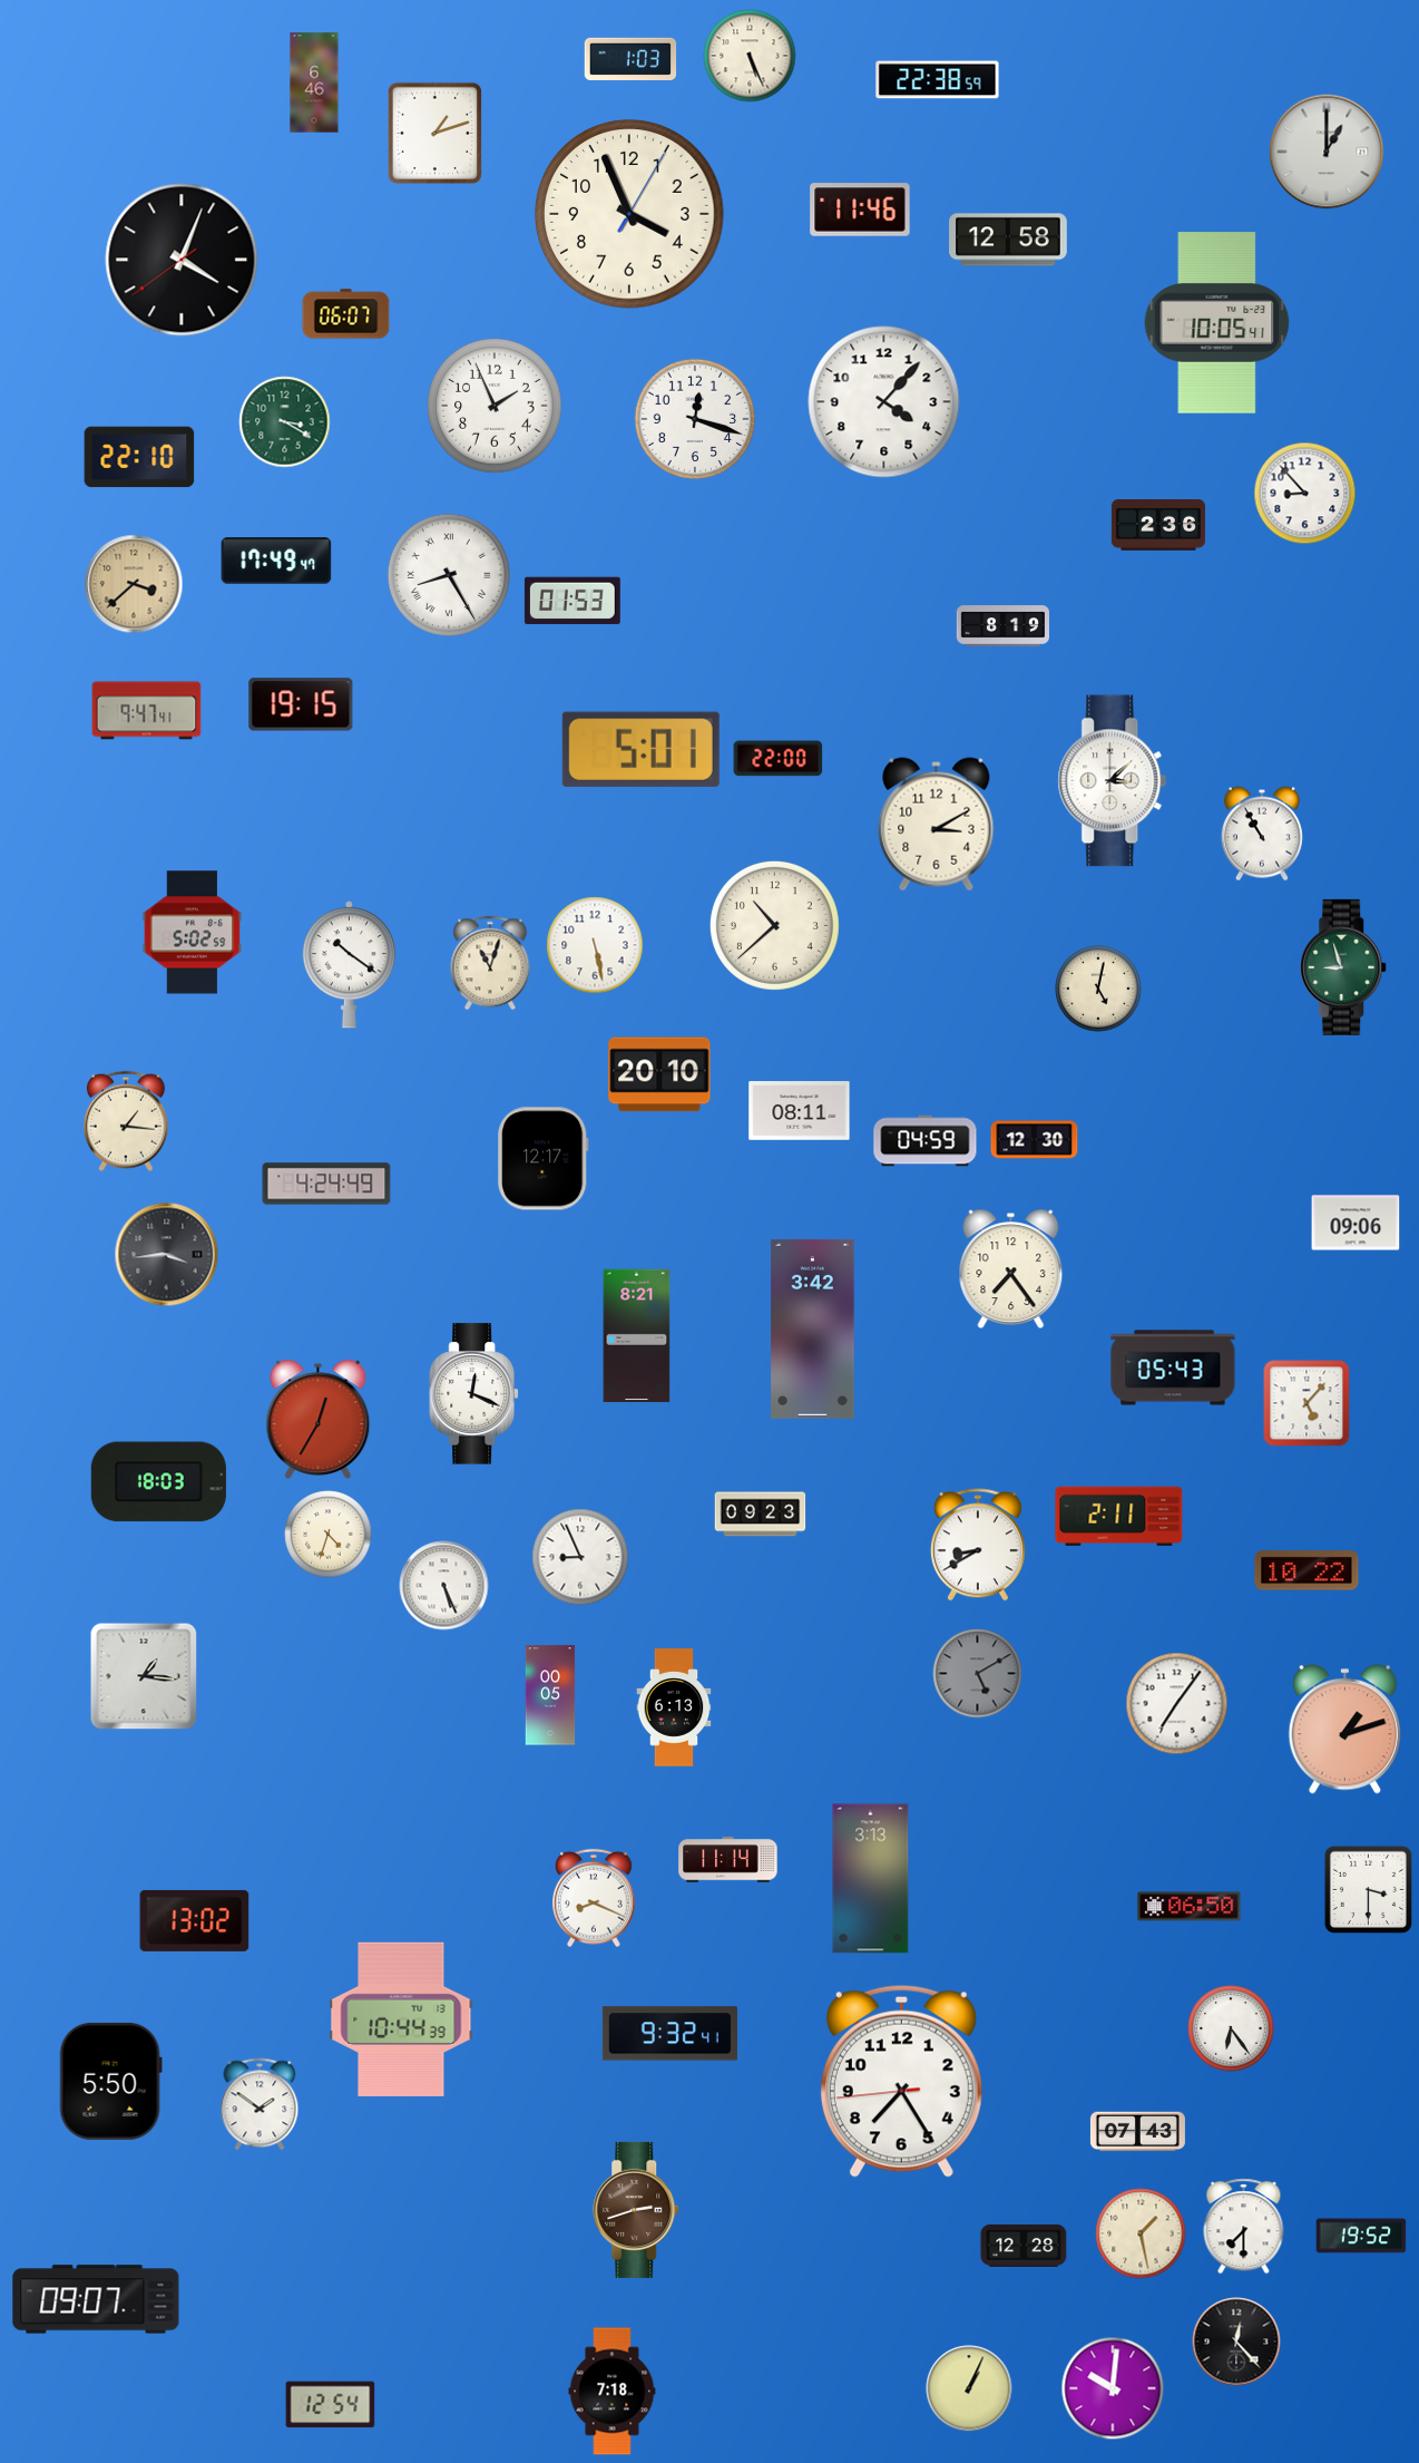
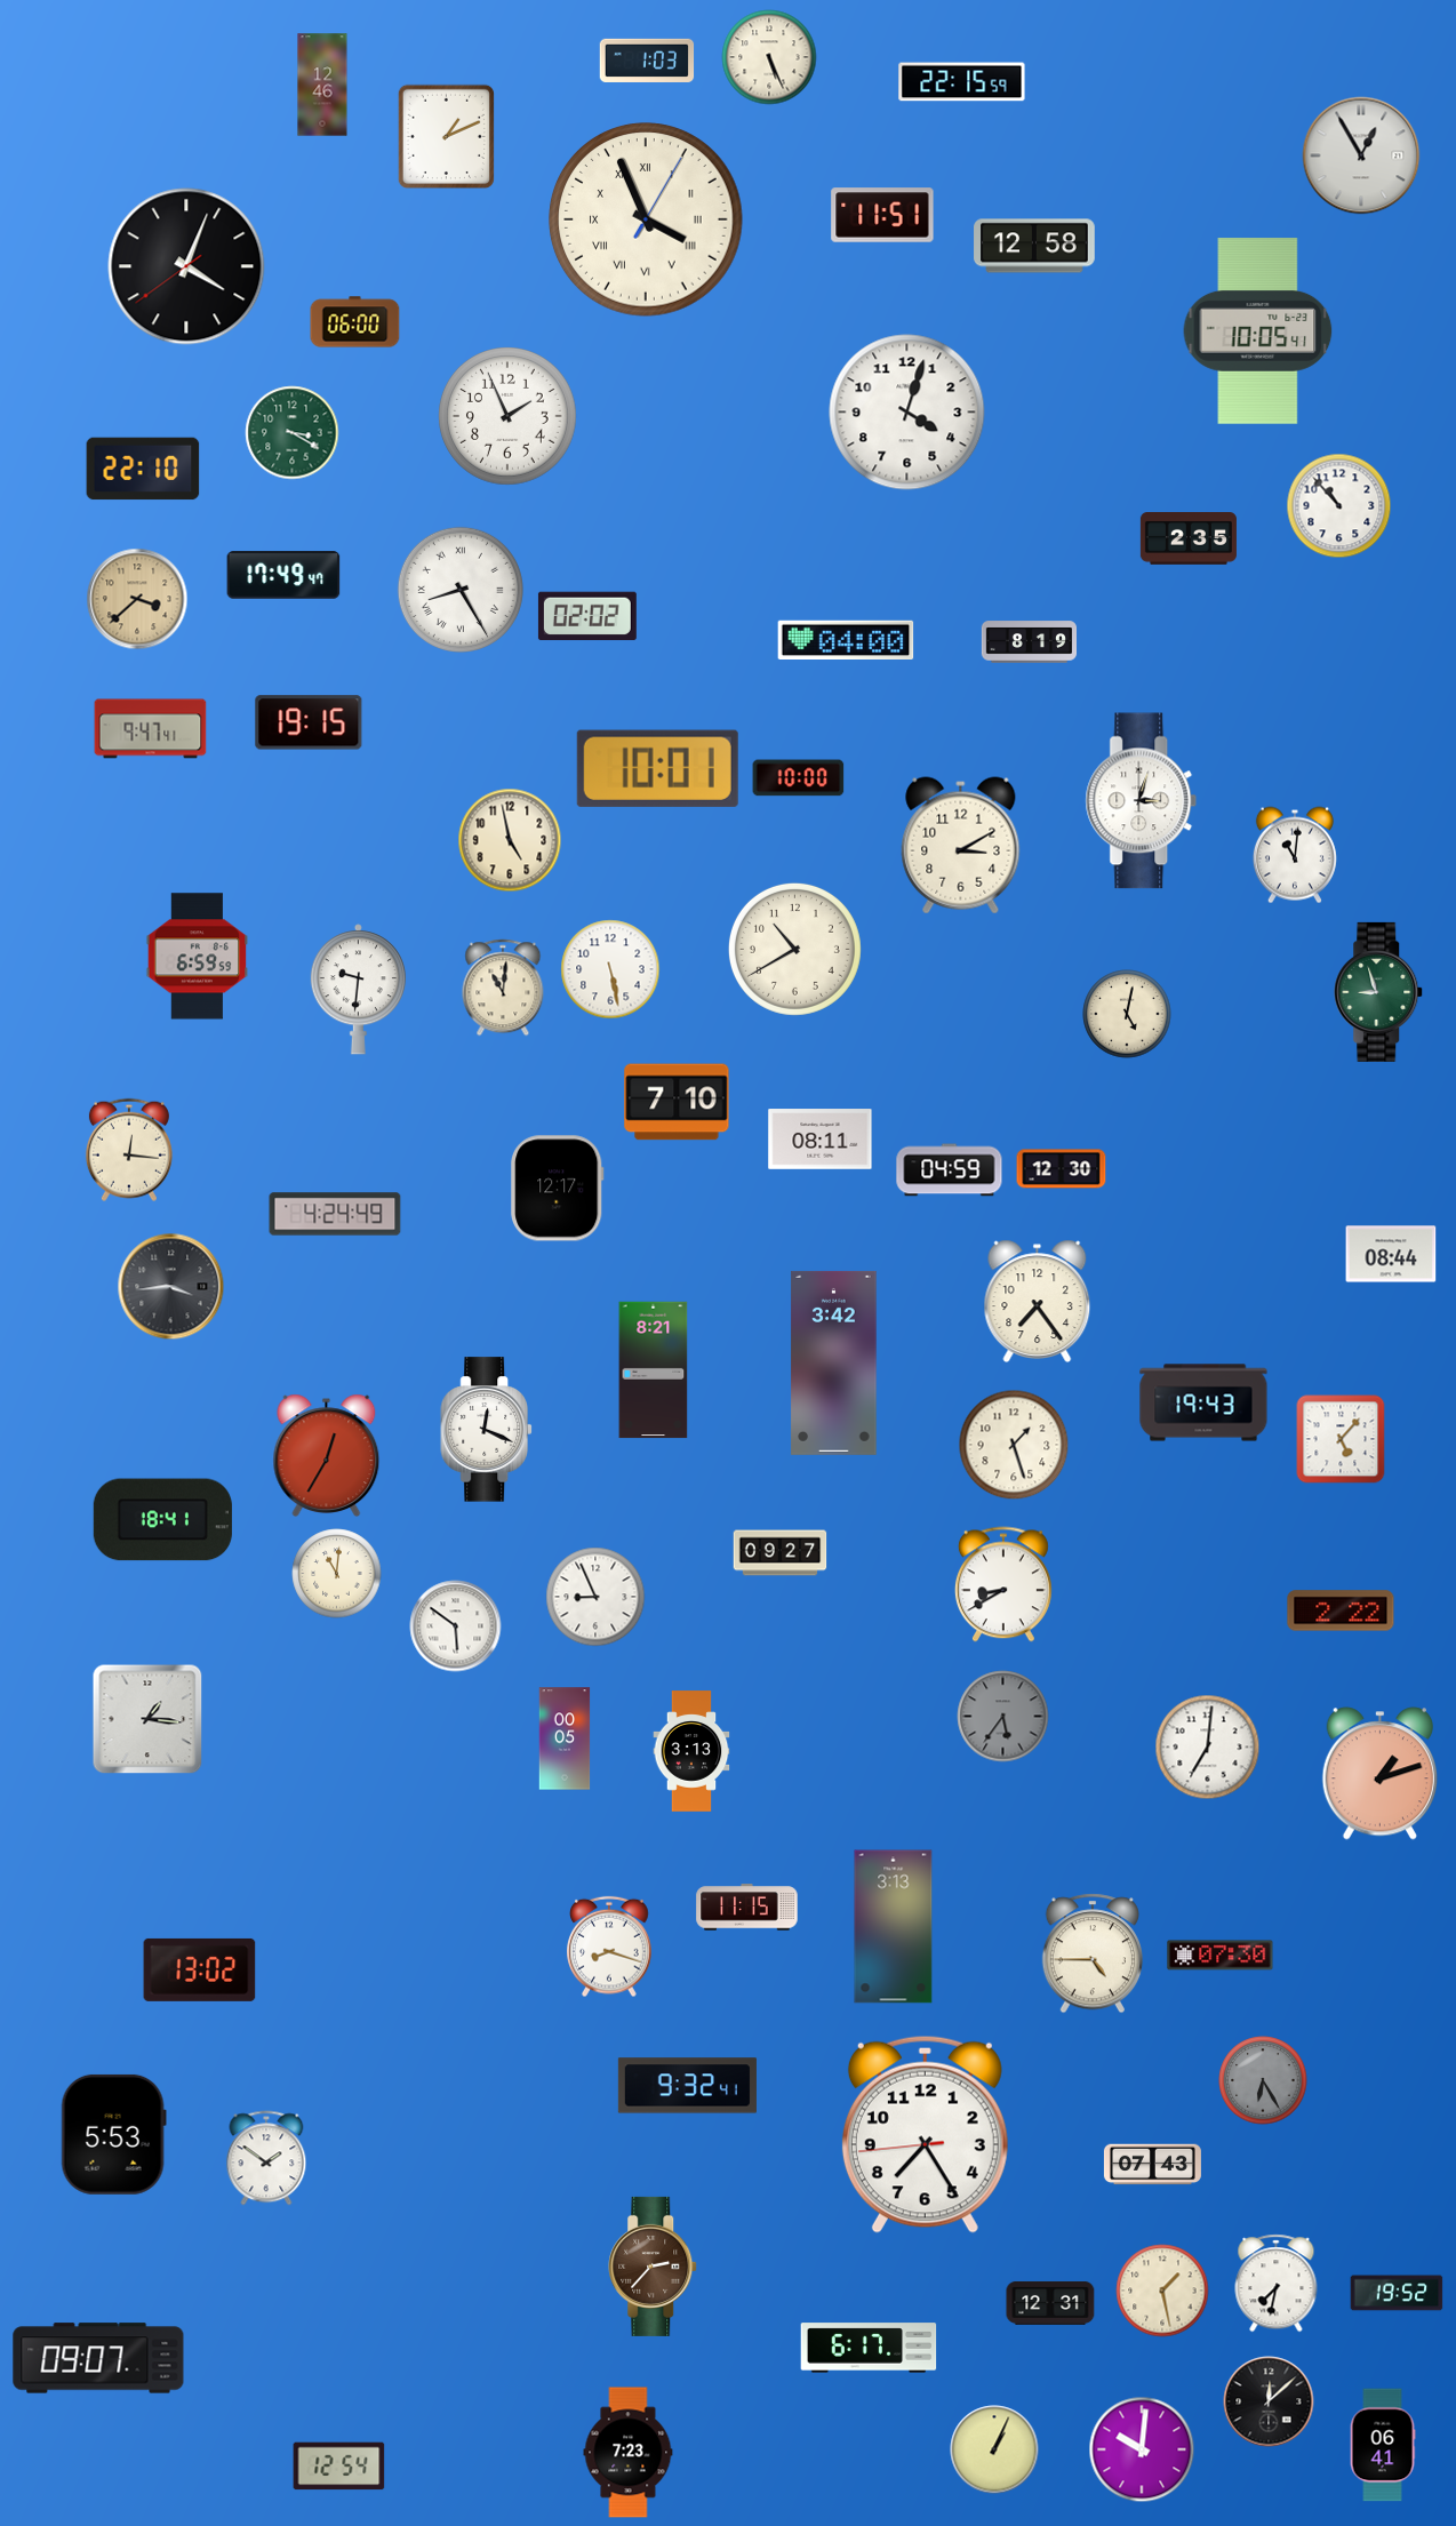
clock at (938, 80): 22:38 -> 22:15
clock at (314, 82): 6:46 -> 12:46
clock at (434, 133): 1:12 -> 1:11
clock at (1327, 152): 1:00 -> 12:55
clock at (860, 210): 11:46 -> 11:51
clock at (629, 214) numerals: Arabic -> Roman
clock at (346, 314): 06:07 -> 06:00
clock at (1217, 323) position: (1217, 323) -> (1258, 331)
clock at (884, 402): 4:07 -> 4:03
clock at (694, 418): 12:18 -> none
clock at (1305, 494): 8:53 -> 10:53
clock at (1158, 526): 2:36 -> 2:35
clock at (573, 601): 01:53 -> 02:02
clock at (846, 640): none -> 04:00
clock at (640, 749): 5:01 -> 10:01
clock at (779, 759): 22:00 -> 10:00
clock at (1113, 781): 3:08 -> 3:03
clock at (510, 840): none -> 4:58
clock at (1262, 834): 10:55 -> 11:01
clock at (774, 925): 10:38 -> 10:40
clock at (193, 933): 5:02 -> 6:59
clock at (490, 963): 11:03 -> 11:01
clock at (349, 965): 10:21 -> 9:31
clock at (659, 1074): 20:10 -> 7:10
clock at (126, 1121): 1:16 -> 12:16
clock at (1356, 1223): 09:06 -> 08:44
clock at (1173, 1367): 05:43 -> 19:43
clock at (1014, 1445): none -> 1:27
clock at (158, 1482): 18:03 -> 18:41
clock at (761, 1515): 09:23 -> 09:27
clock at (1119, 1516): 2:11 -> none
clock at (329, 1535): 4:33 -> 11:01
clock at (1307, 1570): 10:22 -> 2:22
clock at (444, 1586): 5:26 -> 5:51
clock at (978, 1674): 5:10 -> 5:36
clock at (1177, 1704): 7:06 -> 7:01
clock at (674, 1707): 6:13 -> 3:13
clock at (728, 1860): 11:14 -> 11:15
clock at (1368, 1889): 3:30 -> none
clock at (595, 1898): 8:19 -> 8:18
clock at (1091, 1953): none -> 4:45
clock at (1190, 1907): 06:50 -> 07:30
clock at (401, 2018): 10:44 -> none
clock at (1231, 2028): 6:24 -> 6:25
clock at (1231, 2028) dial: white -> grey
clock at (110, 2081): 5:50 -> 5:53
clock at (1137, 2132) position: (1137, 2132) -> (1152, 2165)
clock at (637, 2210): 2:42 -> 2:37
clock at (1244, 2227): 7:30 -> 7:32
clock at (1141, 2233) position: (1141, 2233) -> (1162, 2291)
clock at (1024, 2246): 12:28 -> 12:31
clock at (869, 2348): none -> 6:17
clock at (1236, 2342): 12:23 -> 12:08
clock at (1383, 2445): none -> 06:41
clock at (613, 2392): 7:18 -> 7:23
